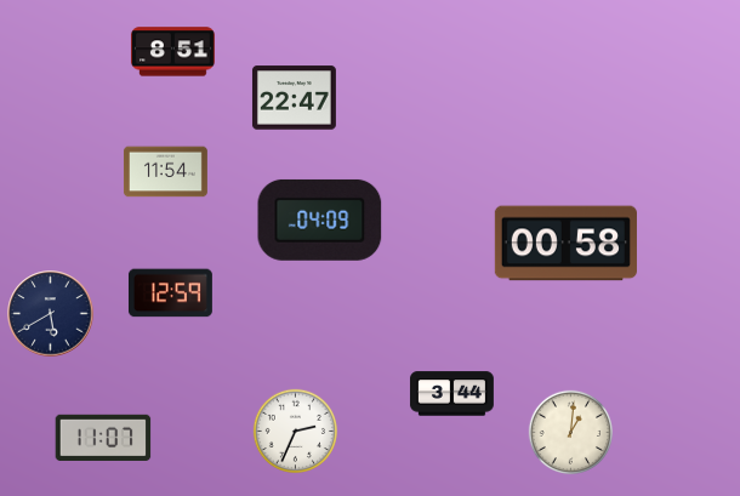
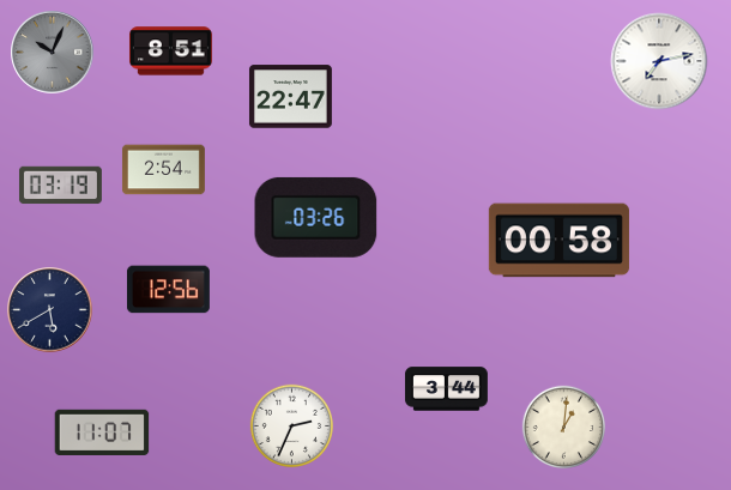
clock at (53, 53): none -> 10:04
clock at (659, 61): none -> 7:13
clock at (165, 172): 11:54 -> 2:54
clock at (60, 186): none -> 03:19
clock at (320, 220): 04:09 -> 03:26
clock at (170, 293): 12:59 -> 12:56
